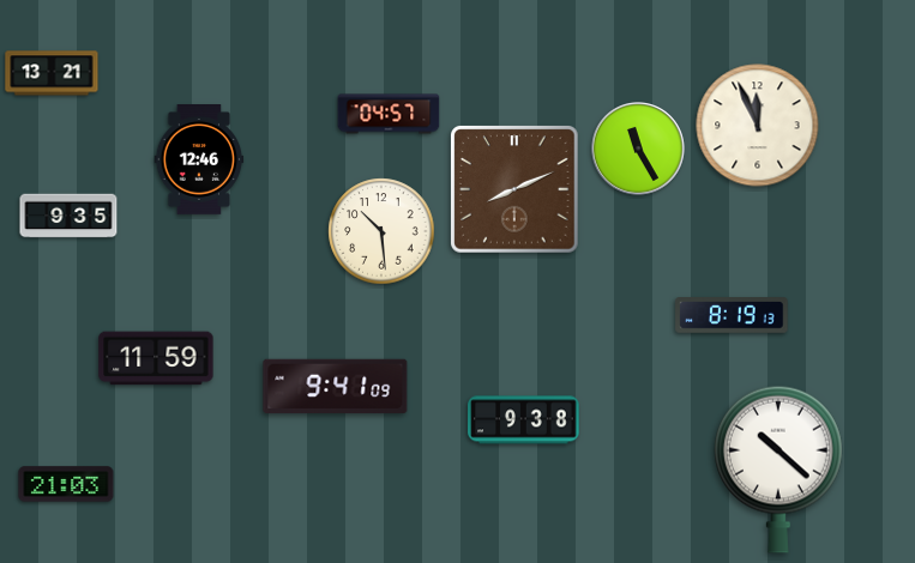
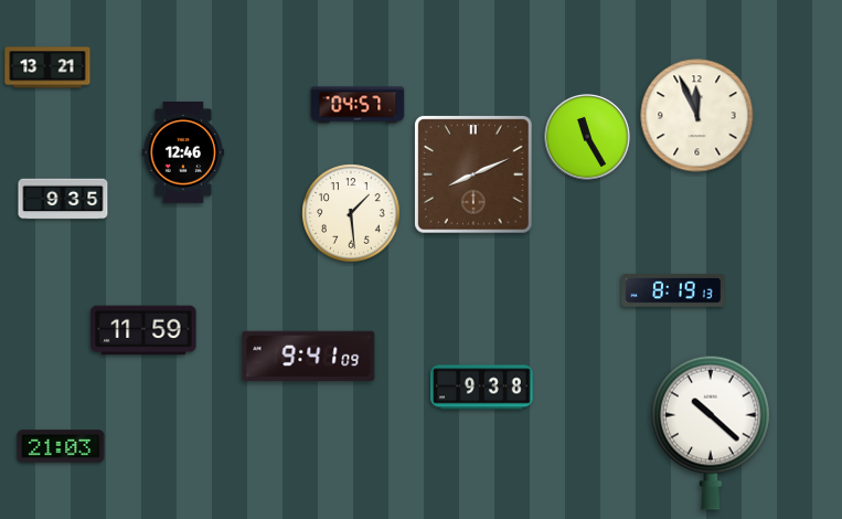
clock at (199, 161) position: (199, 161) -> (183, 153)
clock at (381, 231): 10:29 -> 1:29
clock at (778, 470) position: (778, 470) -> (711, 433)
